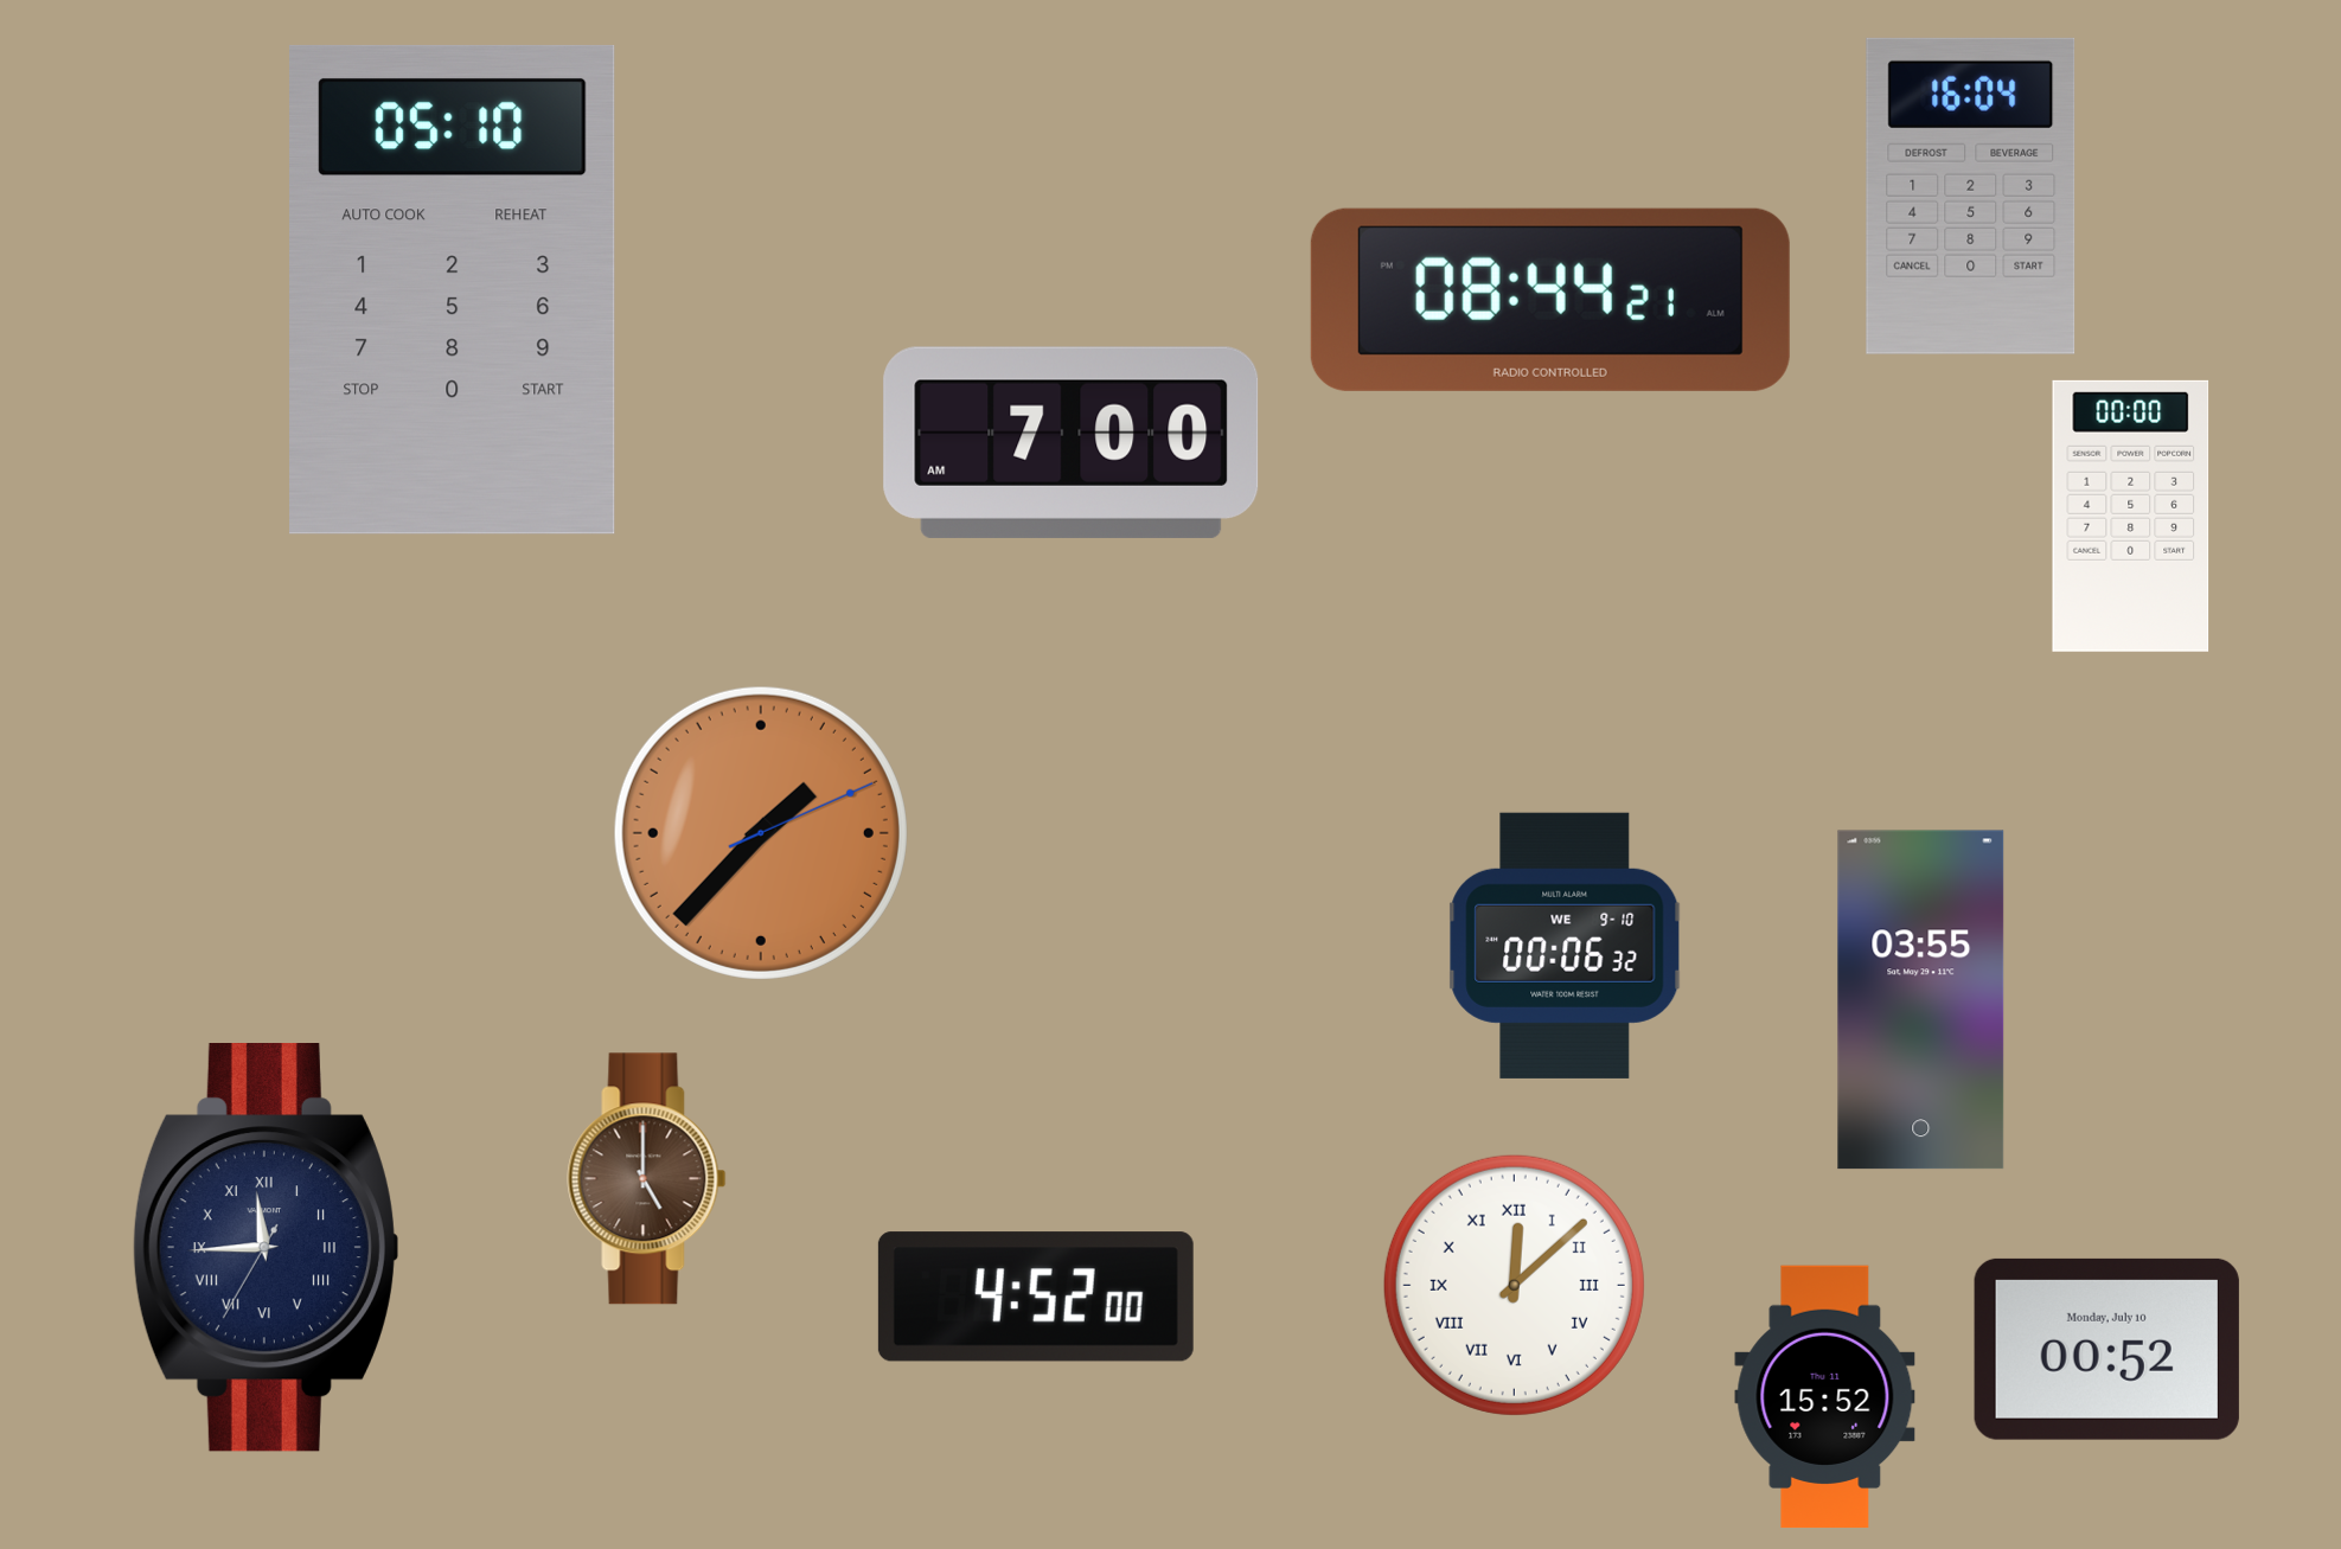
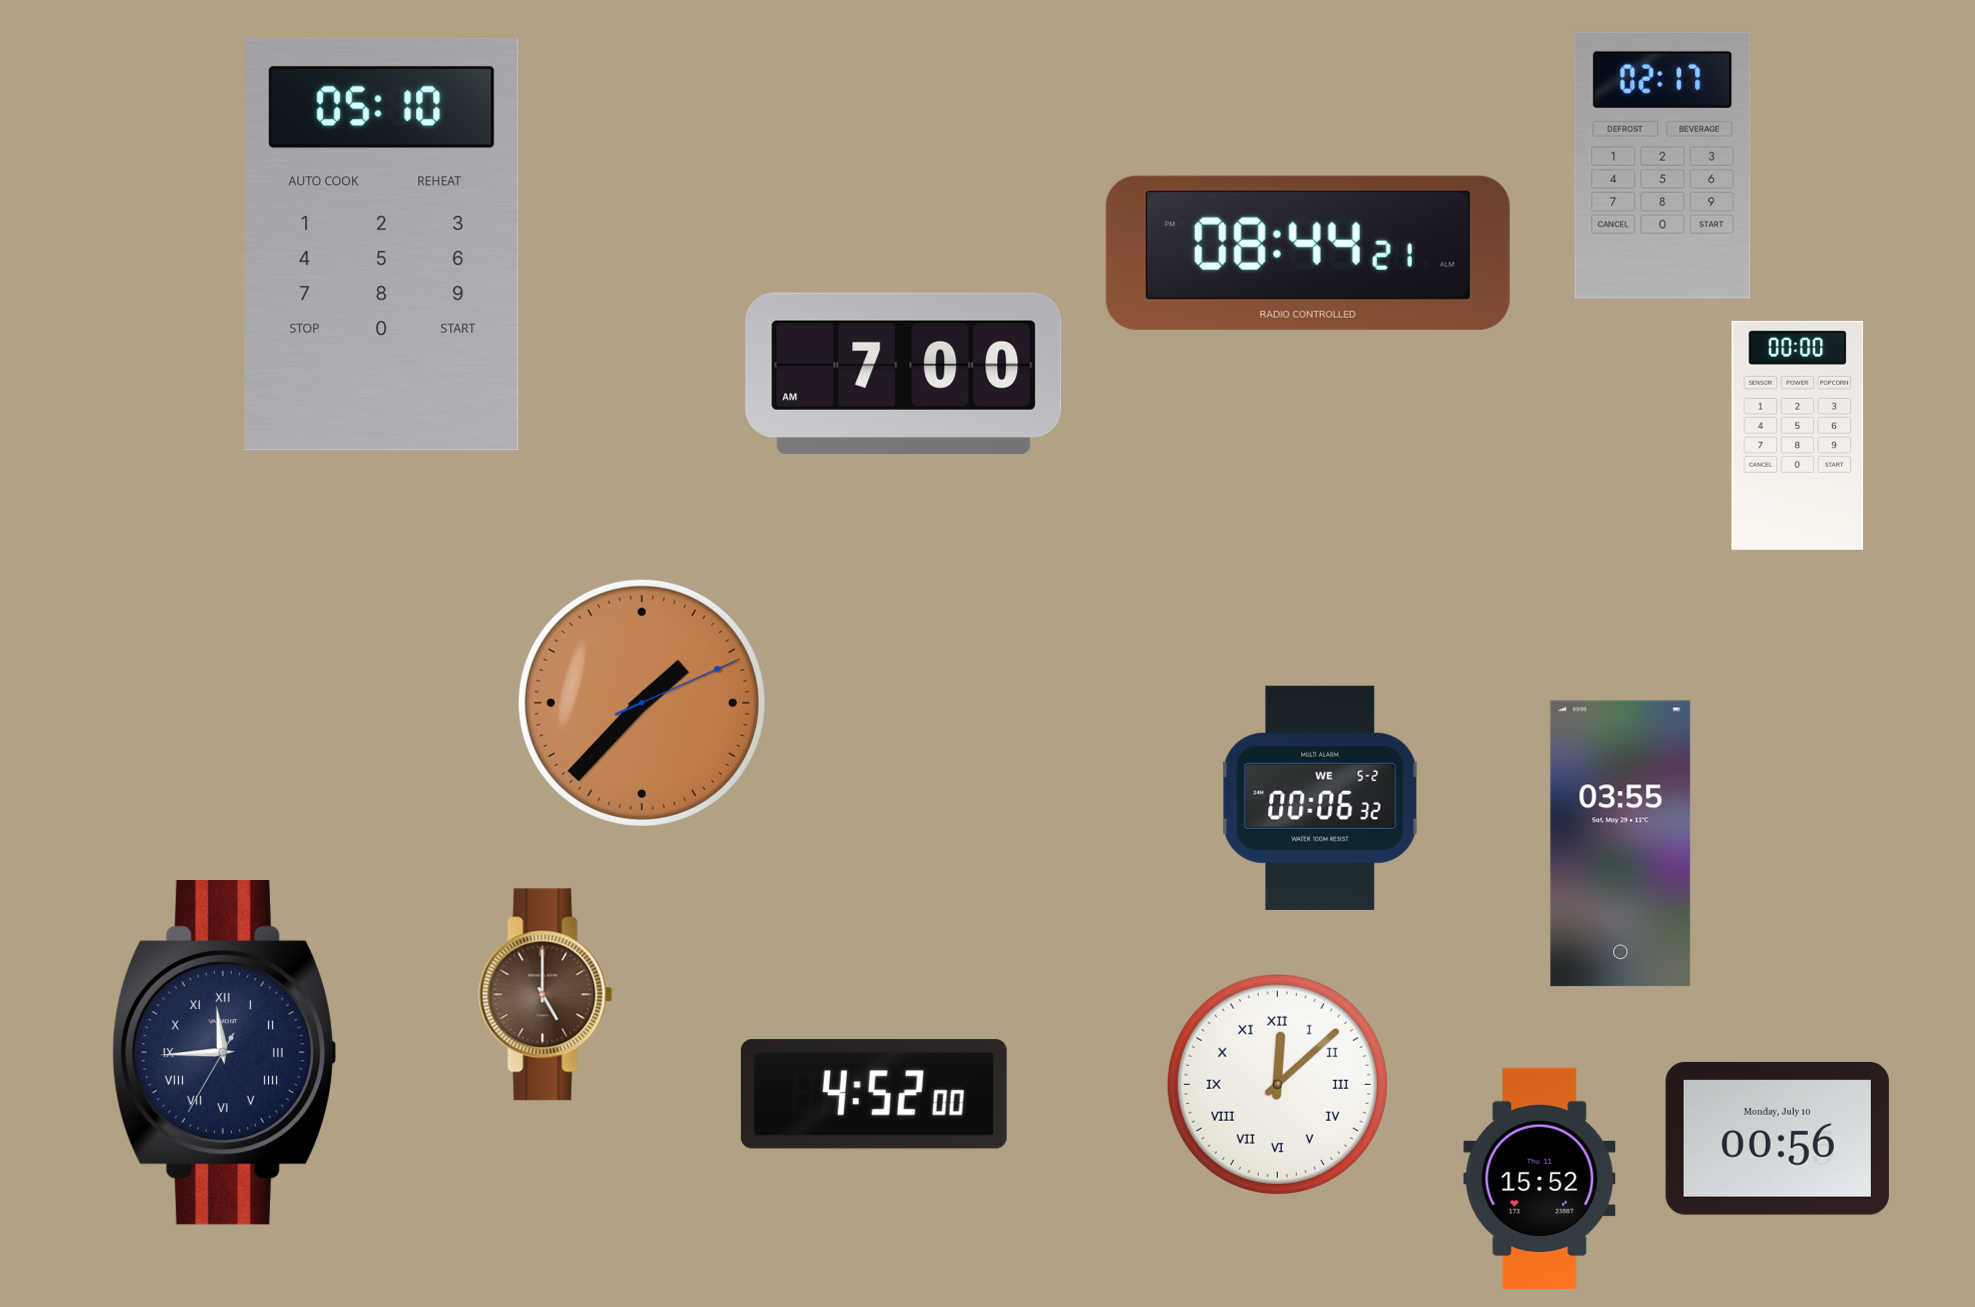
clock at (1971, 196): 16:04 -> 02:17
clock at (1565, 946) date: WE 9-10 -> WE 5-2
clock at (2106, 1349): 00:52 -> 00:56
